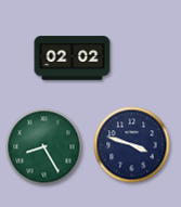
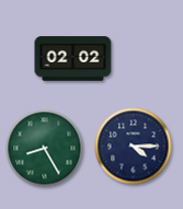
clock at (132, 145): 3:48 -> 4:15
